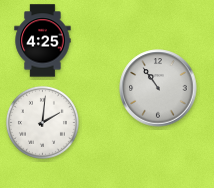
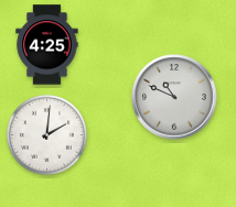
clock at (158, 88): 10:54 -> 10:49
